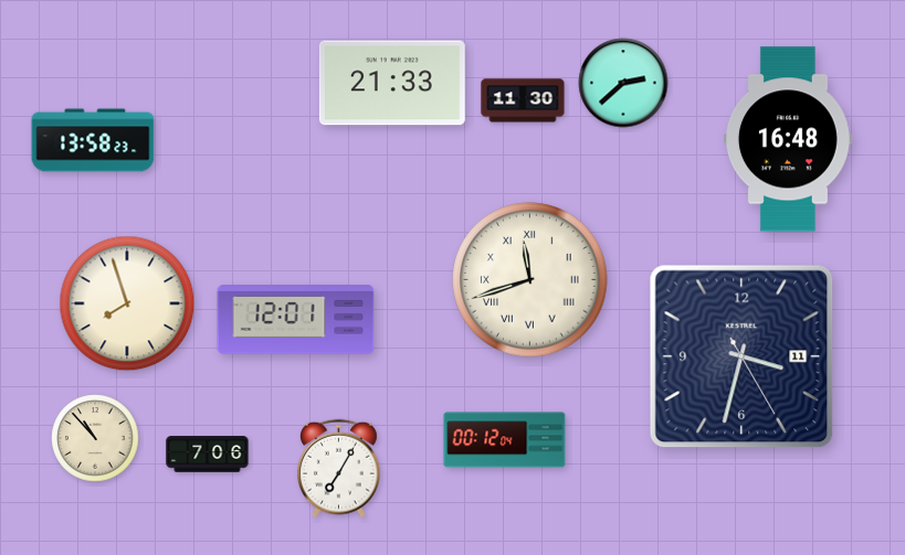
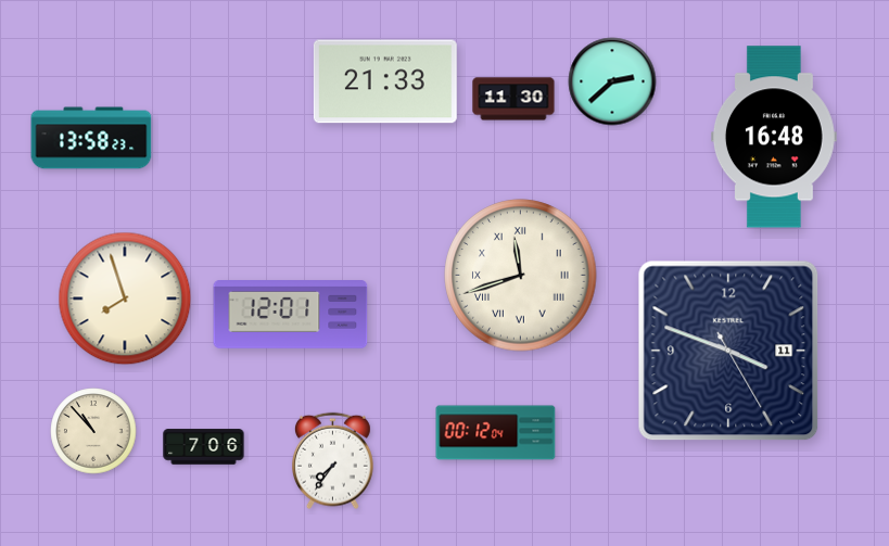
clock at (741, 356): 3:32 -> 3:48
clock at (339, 469): 7:05 -> 7:36
